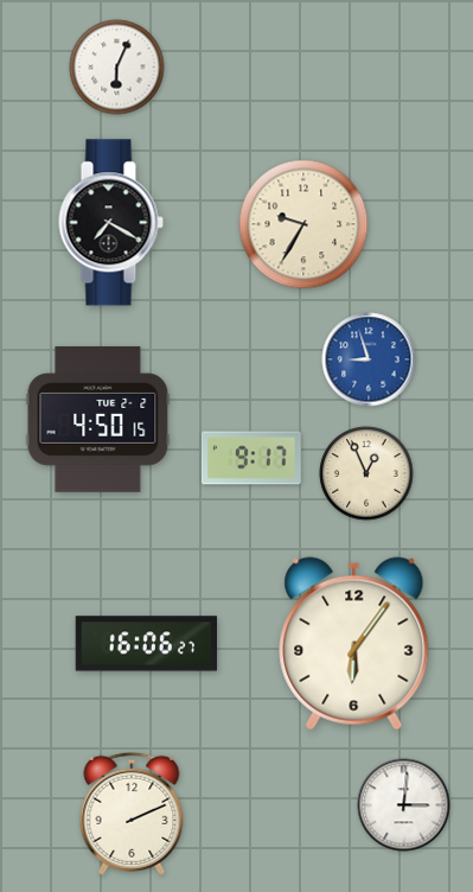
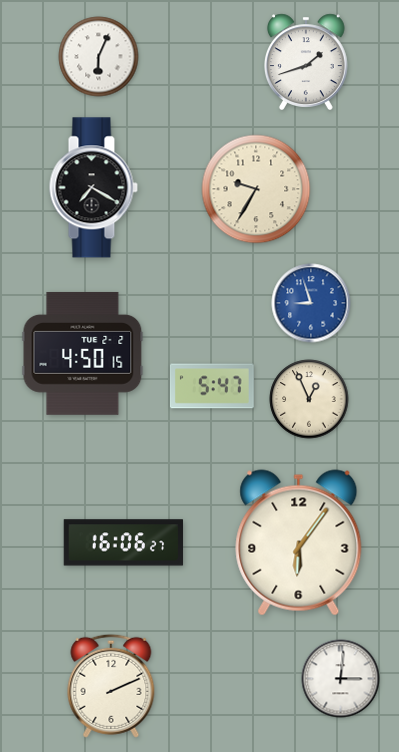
clock at (307, 62): none -> 1:42
clock at (251, 458): 9:17 -> 5:47
